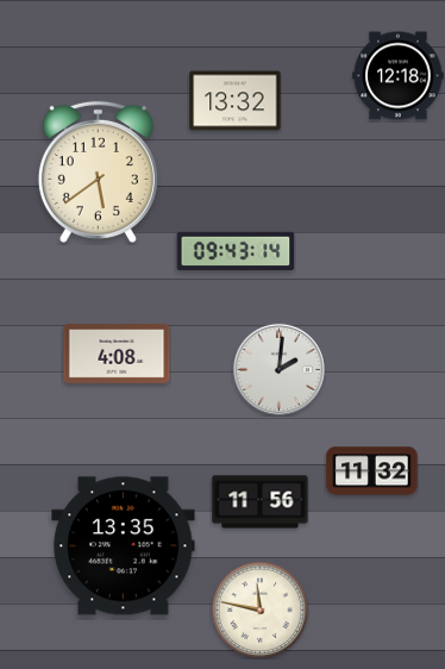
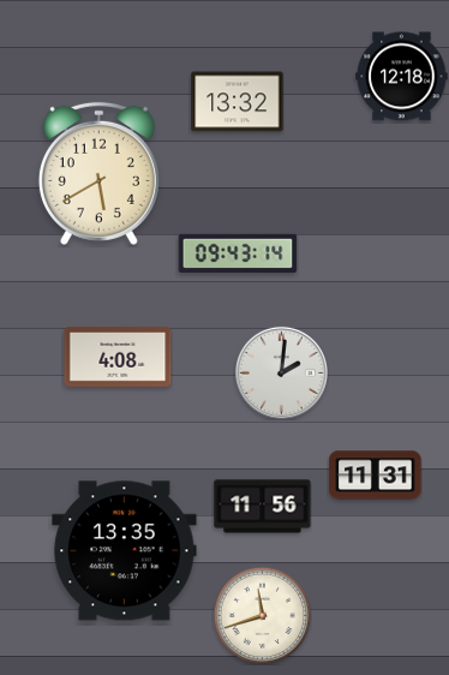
clock at (98, 171): 5:39 -> 5:40
clock at (372, 471): 11:32 -> 11:31
clock at (259, 609): 11:47 -> 11:42
